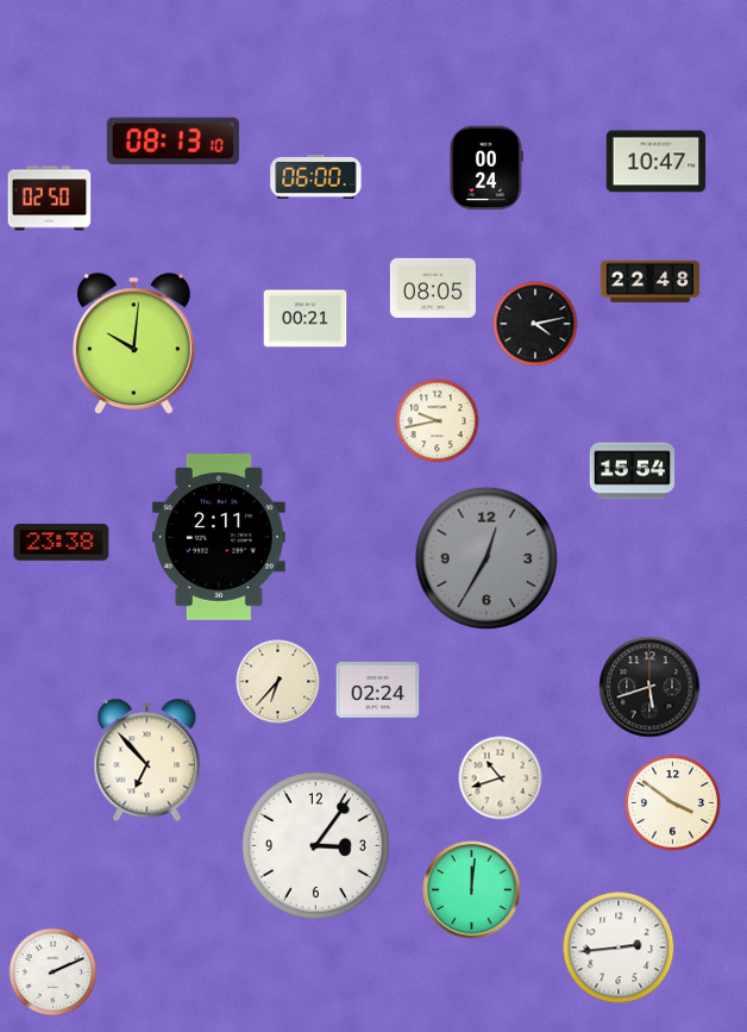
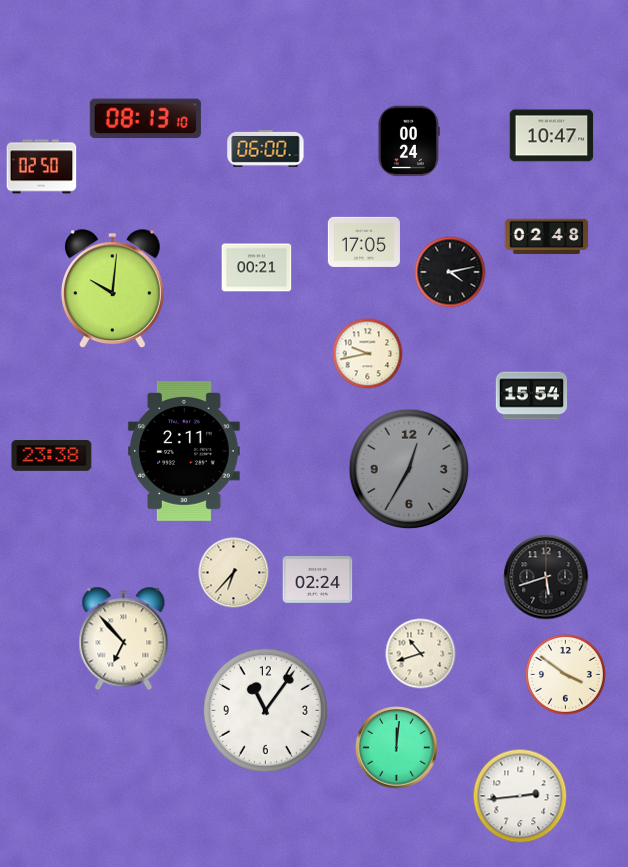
clock at (651, 282): 22:48 -> 02:48
clock at (433, 288): 08:05 -> 17:05
clock at (315, 845): 3:06 -> 11:06
clock at (54, 972): 2:11 -> none
